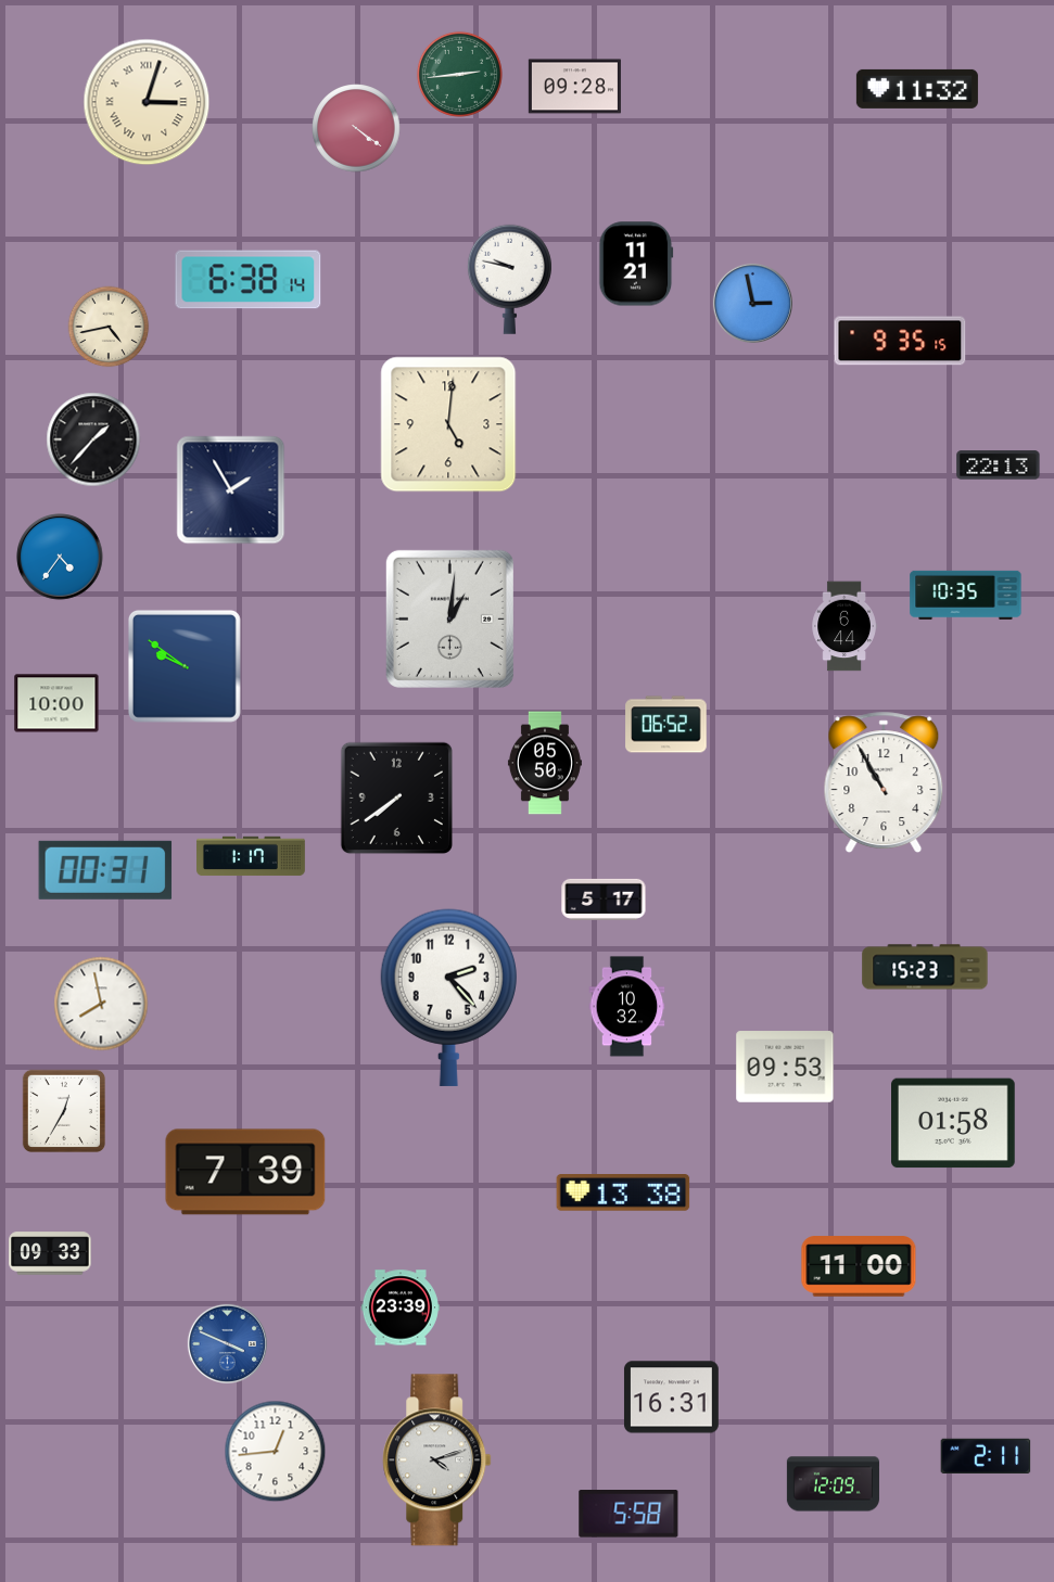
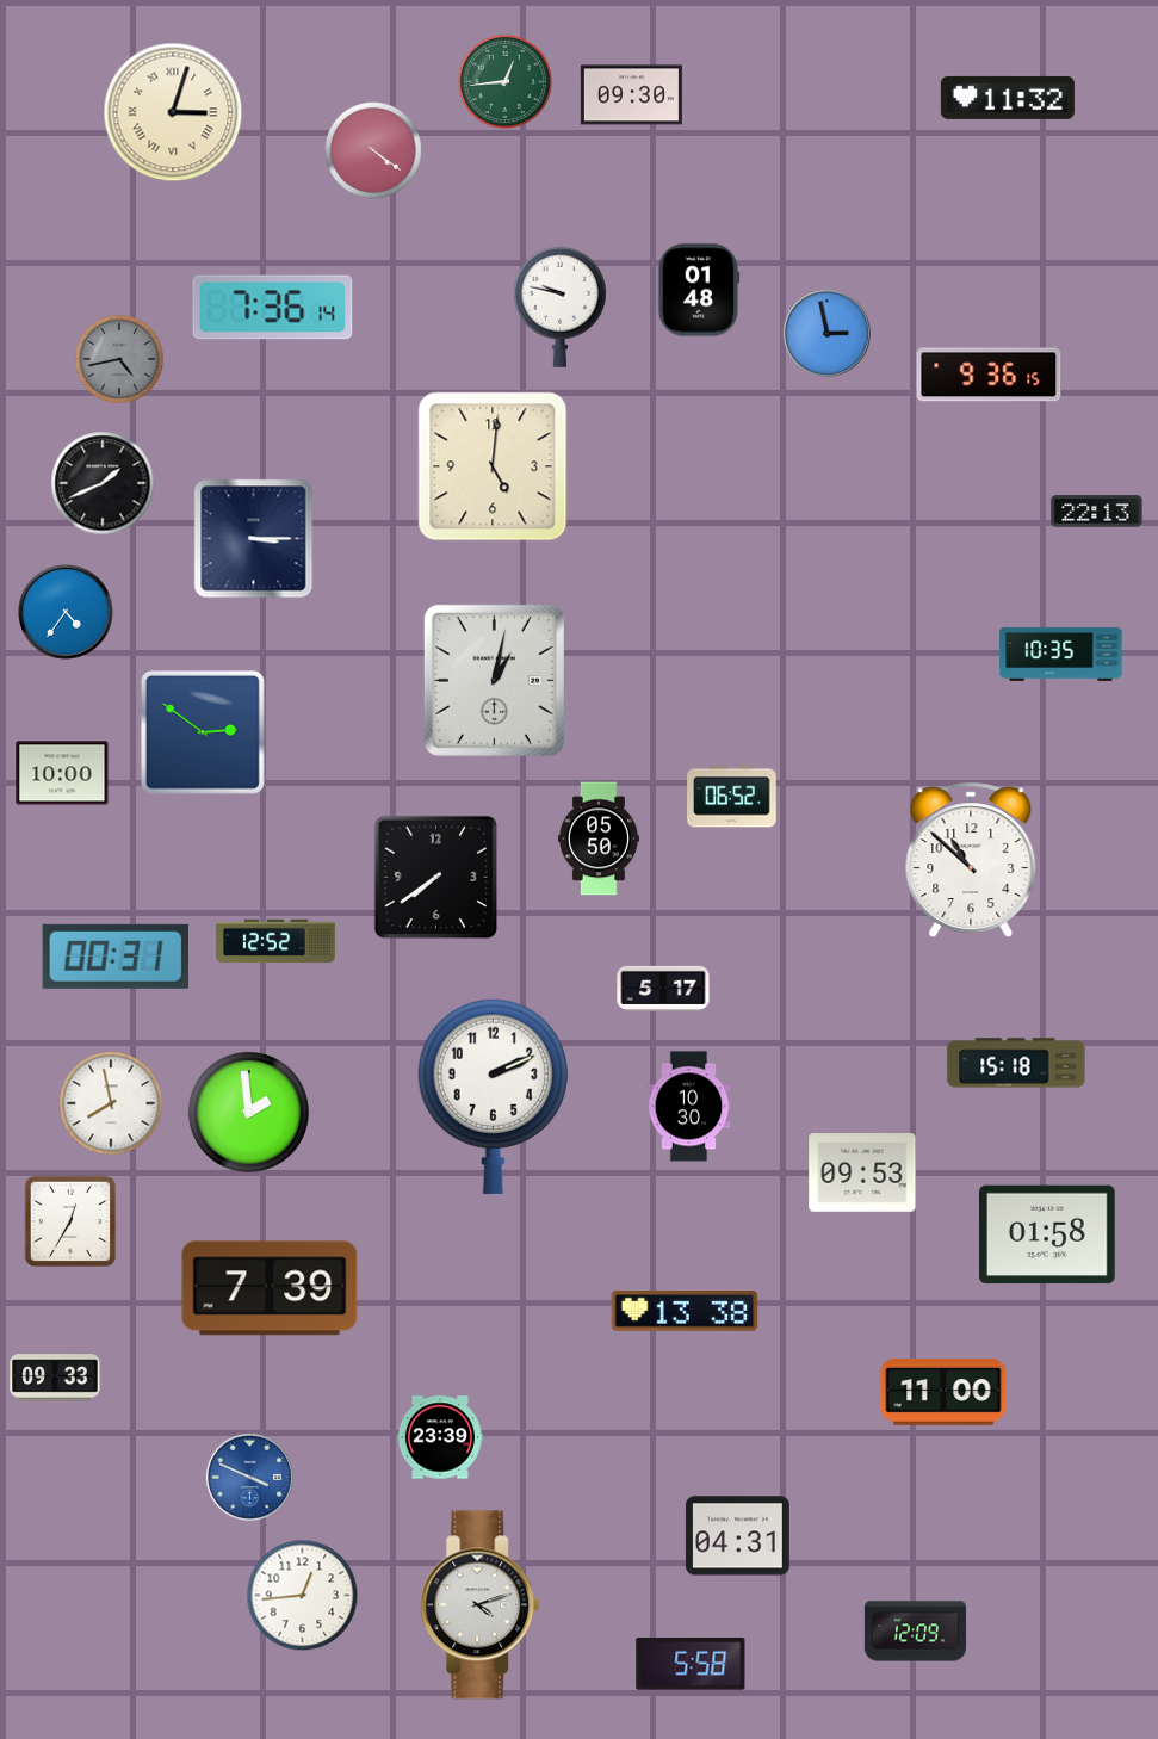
clock at (459, 74): 2:44 -> 12:44
clock at (574, 87): 09:28 -> 09:30
clock at (147, 102) position: (147, 102) -> (173, 112)
clock at (356, 128) position: (356, 128) -> (373, 150)
clock at (636, 264): 11:21 -> 01:48
clock at (249, 280): 6:38 -> 7:36
clock at (109, 327) dial: cream -> grey
clock at (900, 341): 9:35 -> 9:36
clock at (93, 439): 1:37 -> 1:41
clock at (231, 490): 1:55 -> 3:15
clock at (449, 618): 1:01 -> 1:02
clock at (845, 626): 6:44 -> none
clock at (185, 666): 9:51 -> 2:51
clock at (884, 782): 10:55 -> 10:52
clock at (252, 856): 1:17 -> 12:52
clock at (925, 967): 15:23 -> 15:18
clock at (448, 997): 2:23 -> 2:11
clock at (627, 1007): 10:32 -> 10:30
clock at (248, 1112): none -> 1:59
clock at (671, 1398): 16:31 -> 04:31
clock at (986, 1455): 2:11 -> none
